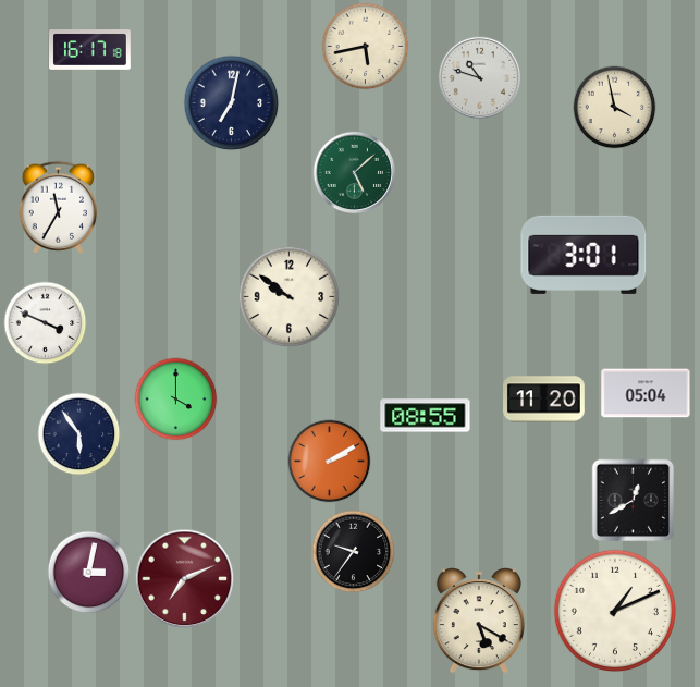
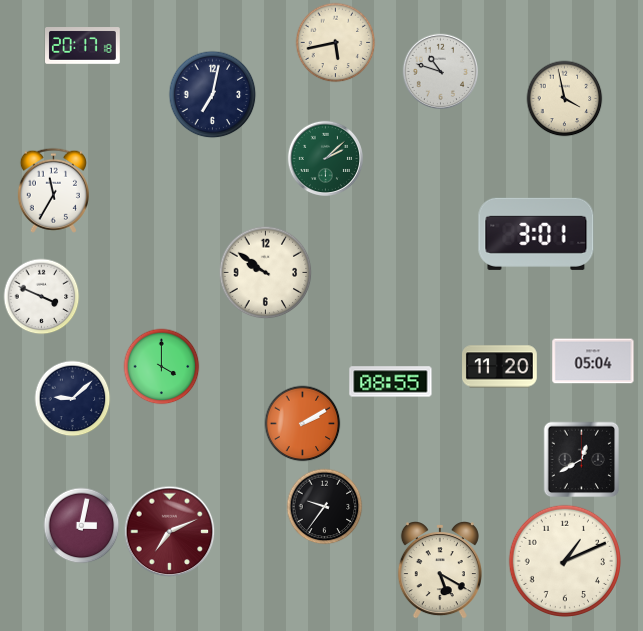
clock at (90, 50): 16:17 -> 20:17
clock at (354, 172): 5:08 -> 2:08
clock at (79, 434): 5:54 -> 9:08
